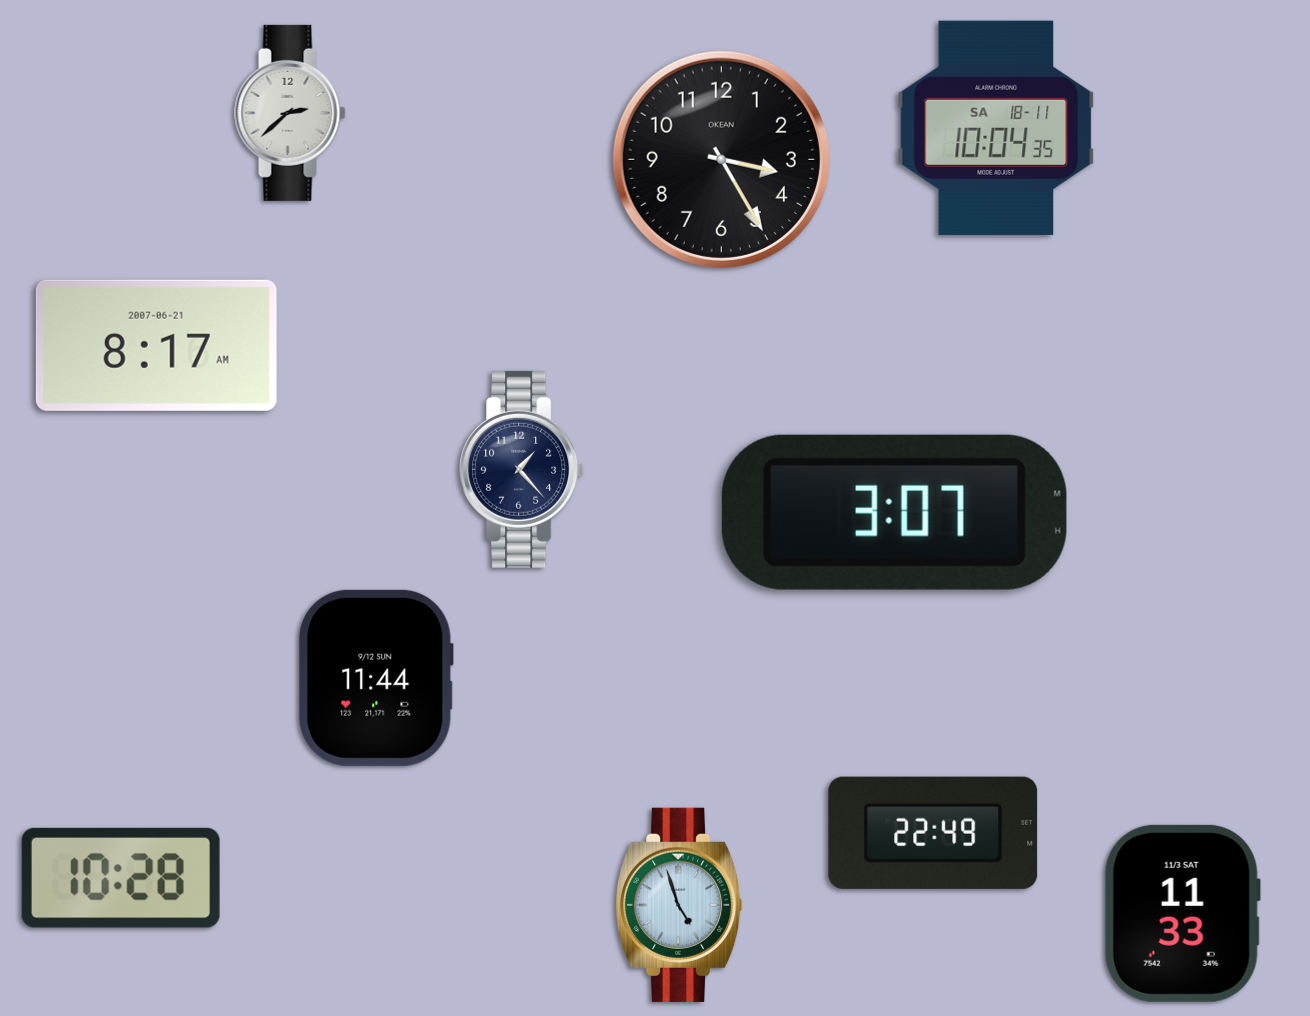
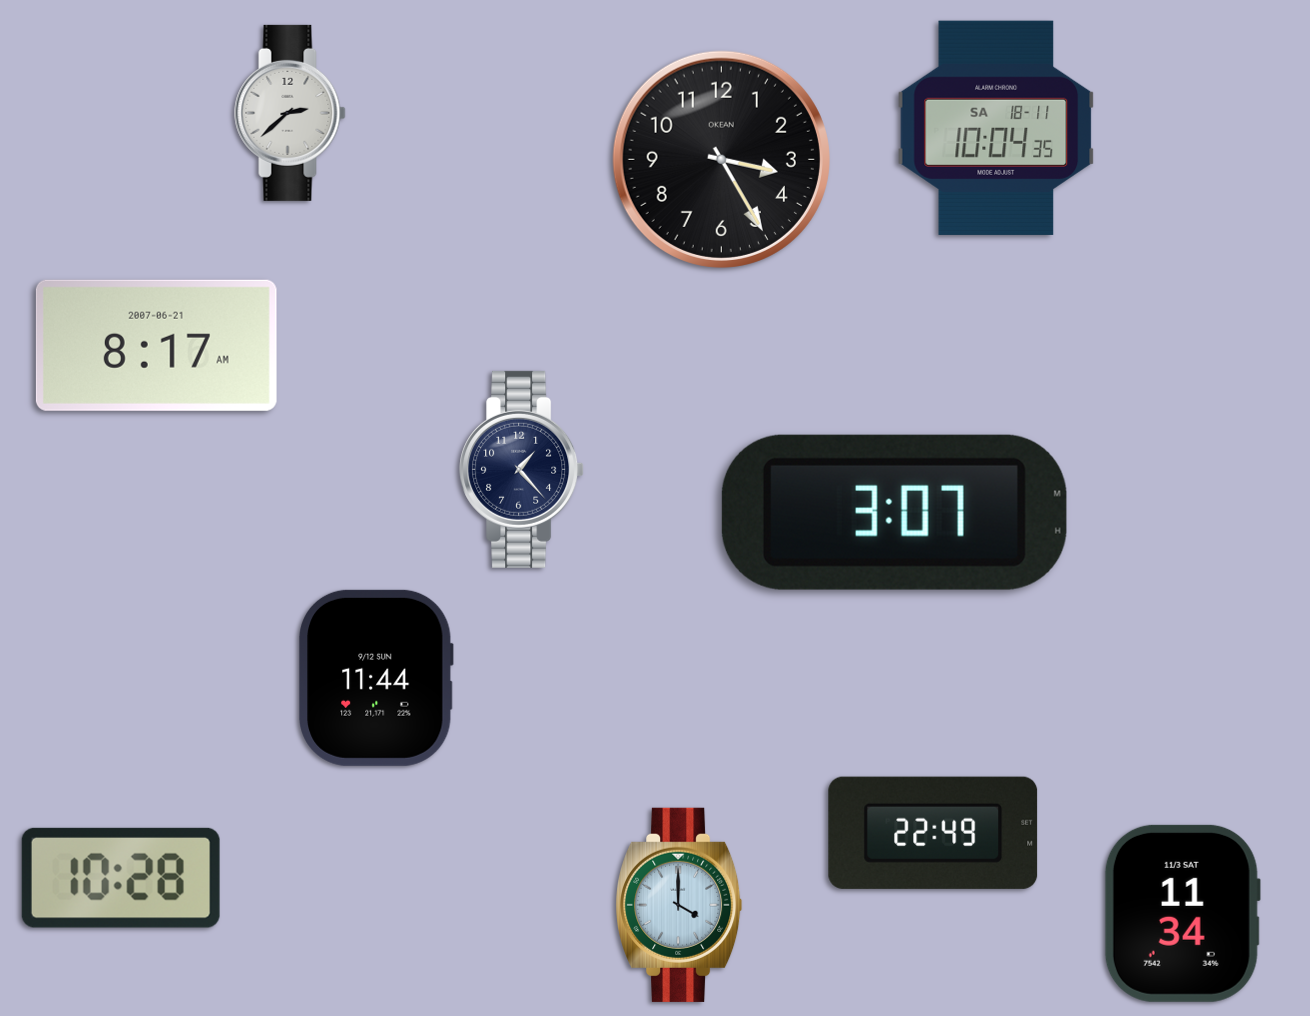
clock at (680, 905): 4:57 -> 4:00
clock at (1182, 913): 11:33 -> 11:34
